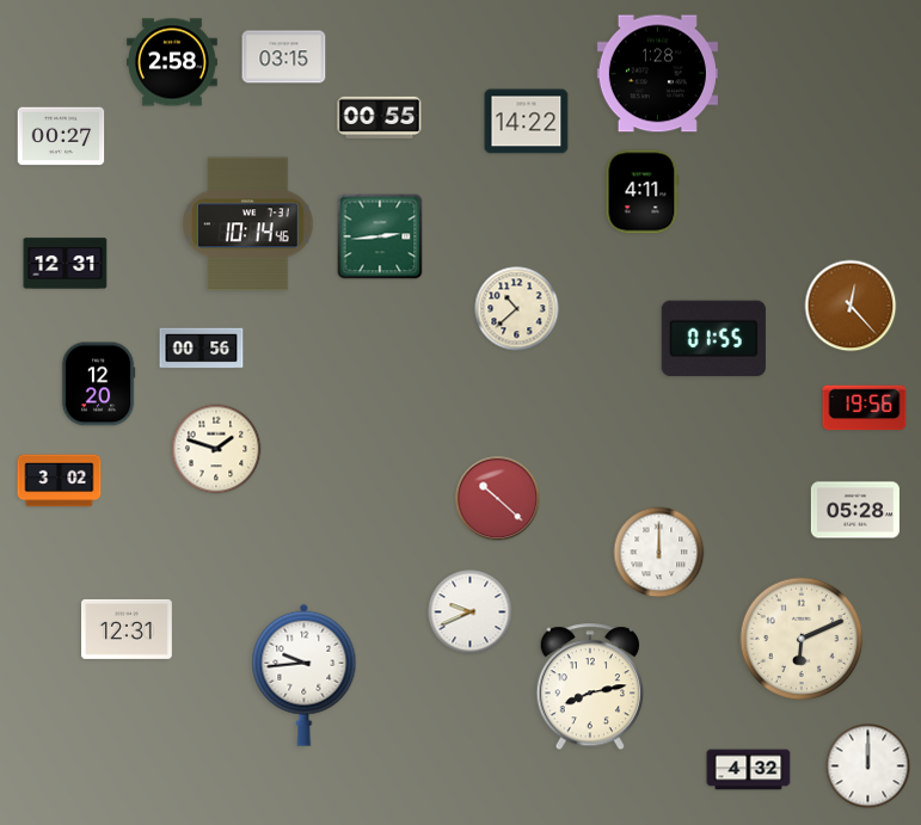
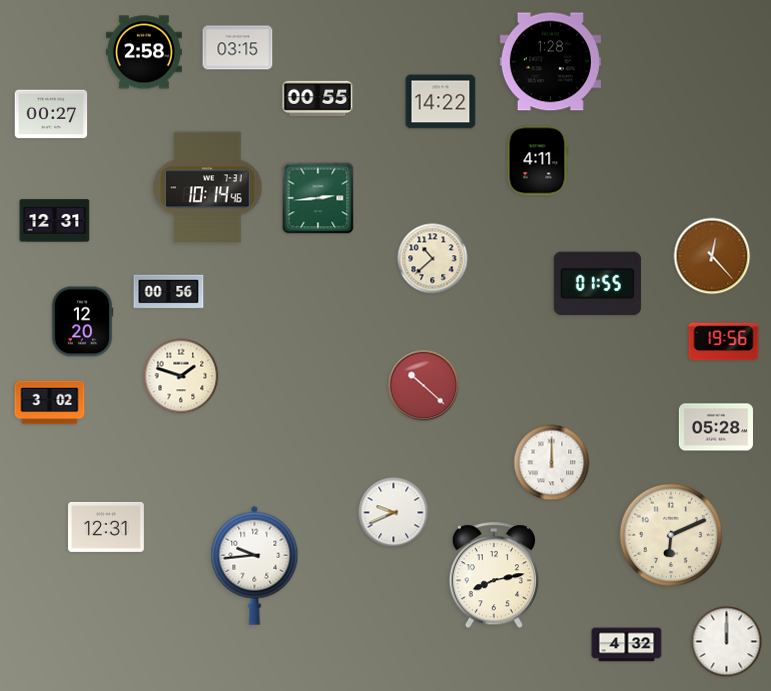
clock at (498, 499) position: (498, 499) -> (424, 386)
